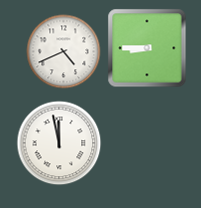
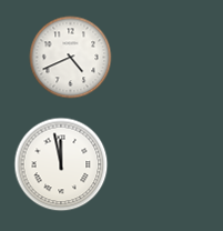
clock at (147, 48): 8:45 -> none
clock at (59, 143) position: (59, 143) -> (61, 164)
